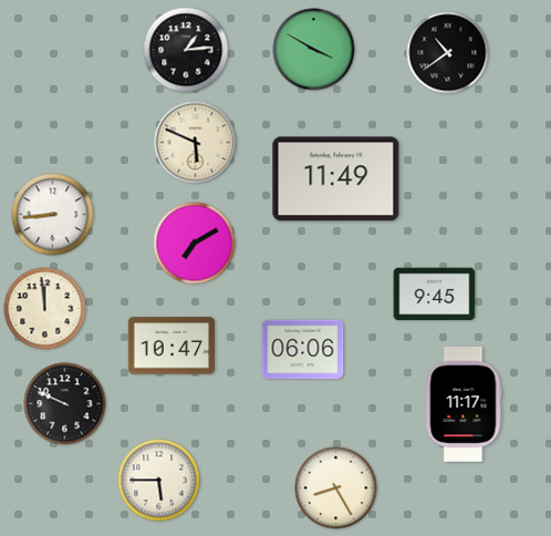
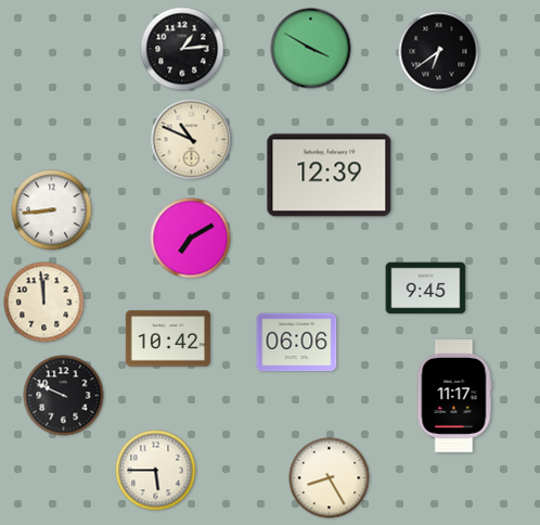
clock at (314, 50) position: (314, 50) -> (311, 49)
clock at (448, 53): 10:39 -> 6:39
clock at (196, 143): 5:49 -> 10:49
clock at (336, 179): 11:49 -> 12:39
clock at (171, 346): 10:47 -> 10:42
